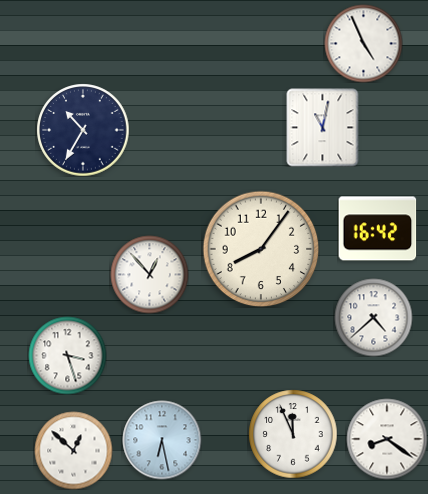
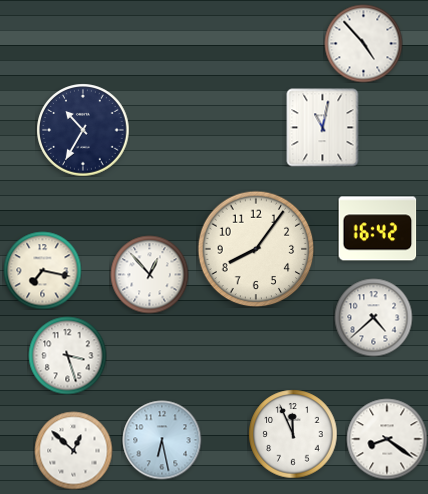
clock at (363, 43): 4:56 -> 4:53
clock at (261, 249) position: (261, 249) -> (256, 249)
clock at (42, 270): none -> 7:17
